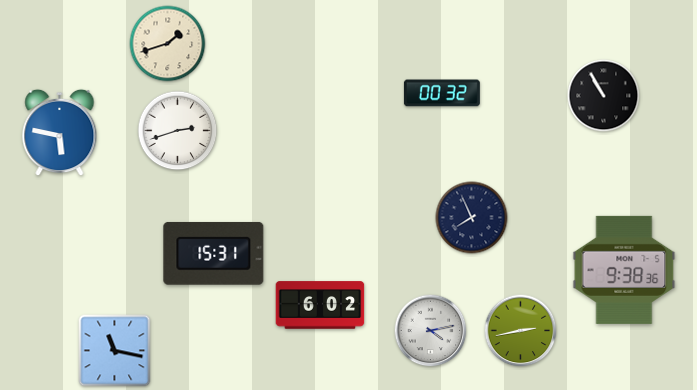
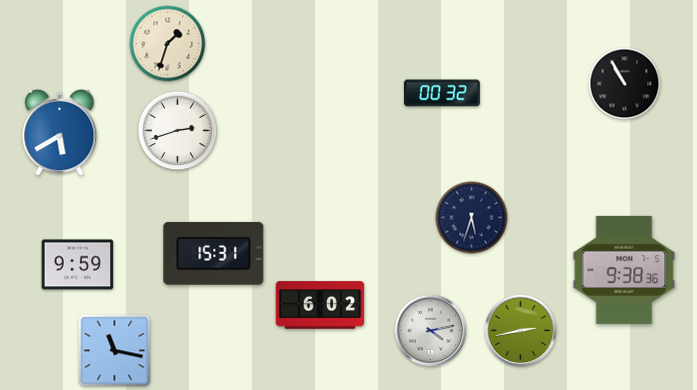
clock at (168, 44): 1:42 -> 1:33
clock at (604, 96) position: (604, 96) -> (625, 84)
clock at (60, 133): 5:47 -> 5:40
clock at (472, 218): 7:56 -> 5:33
clock at (78, 265): none -> 9:59
